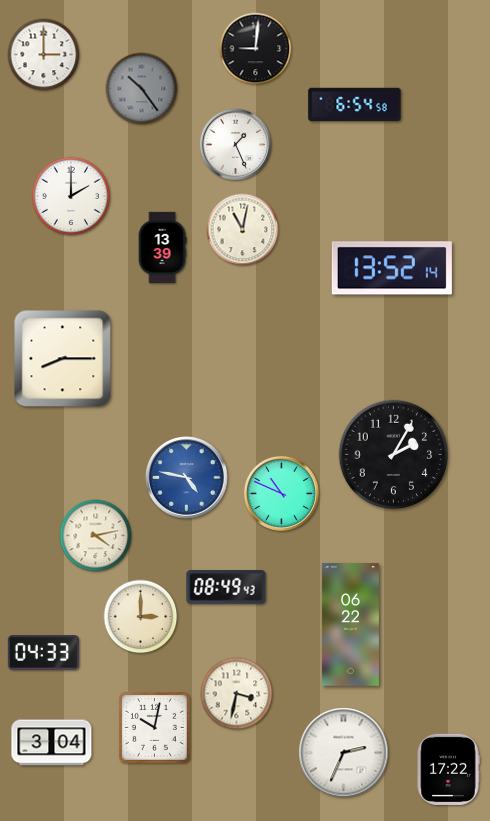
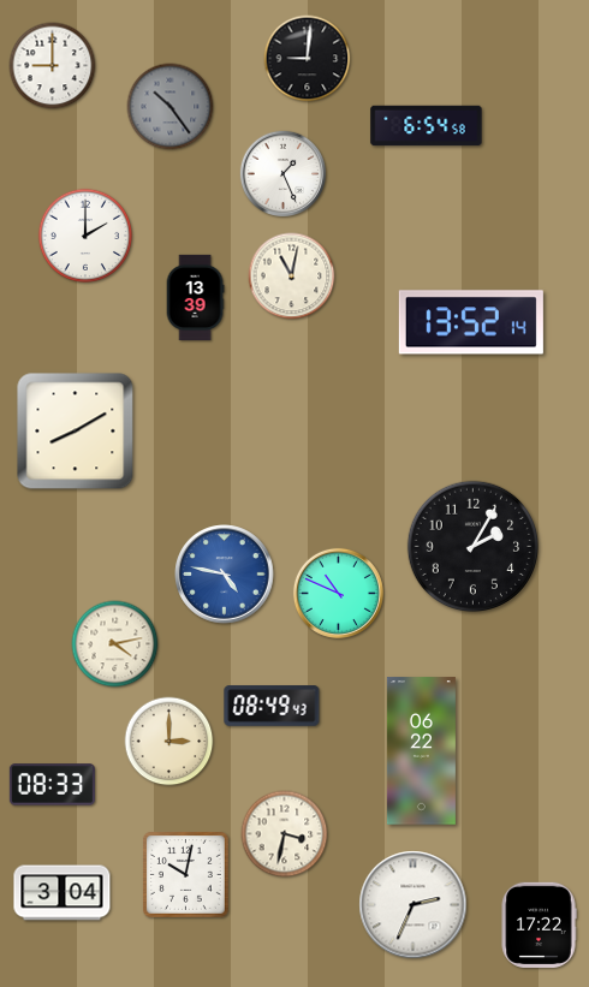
clock at (44, 55): 3:00 -> 9:00
clock at (63, 359): 8:15 -> 8:10
clock at (43, 653): 04:33 -> 08:33
